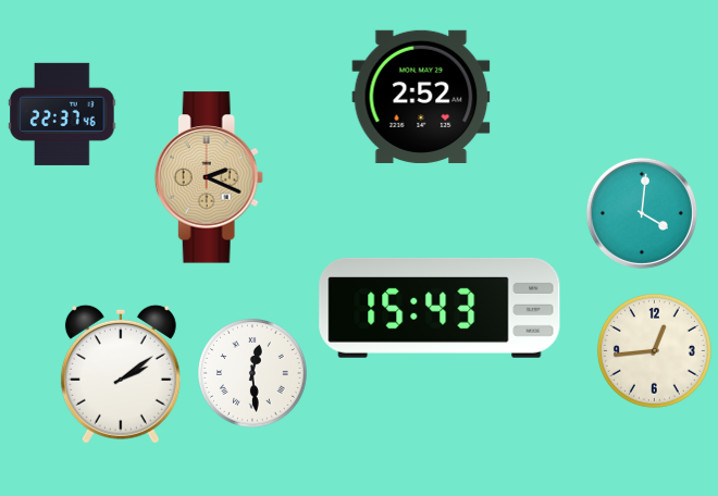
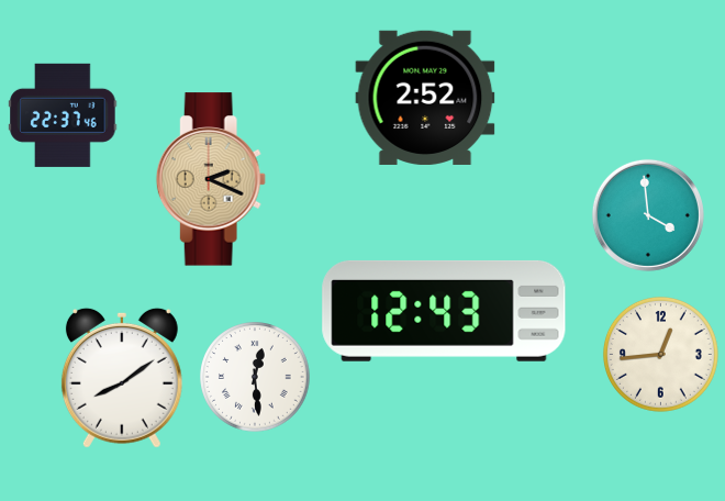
clock at (642, 213): 4:01 -> 3:59
clock at (440, 308): 15:43 -> 12:43
clock at (121, 374): 2:09 -> 8:09
